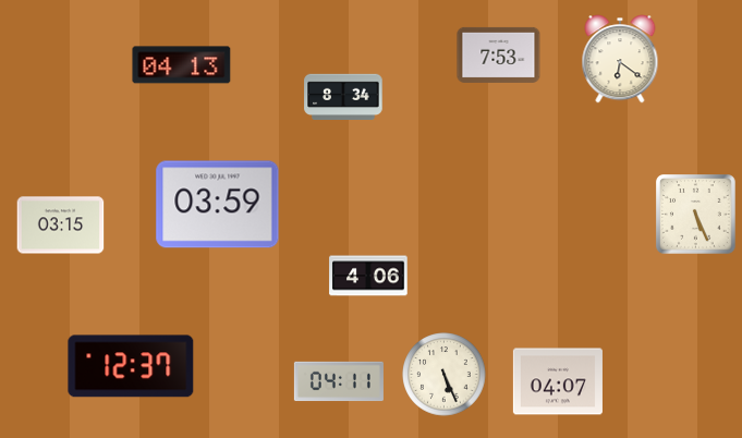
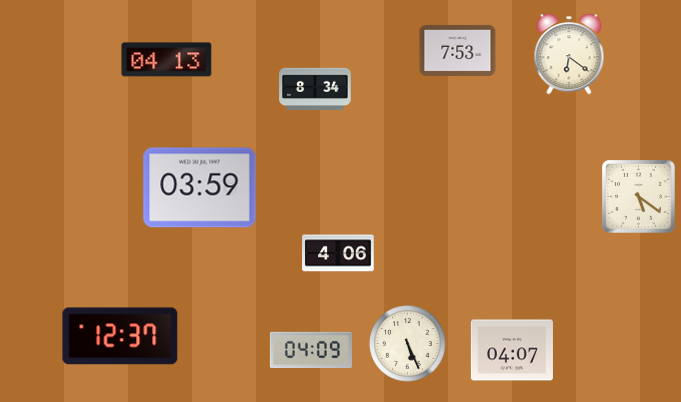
clock at (696, 215): 5:26 -> 5:21
clock at (61, 226): 03:15 -> none
clock at (339, 381): 04:11 -> 04:09
